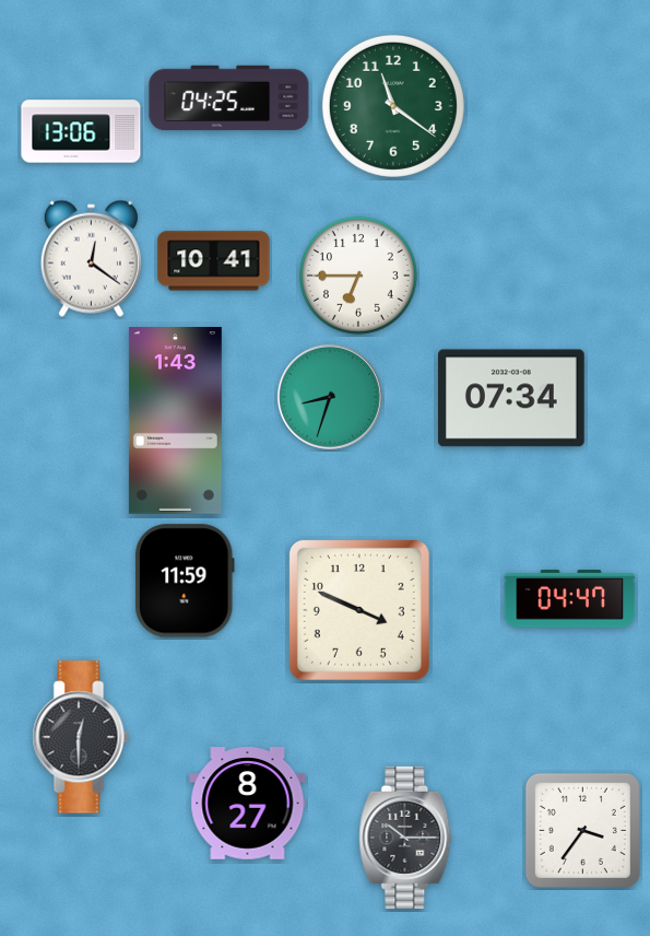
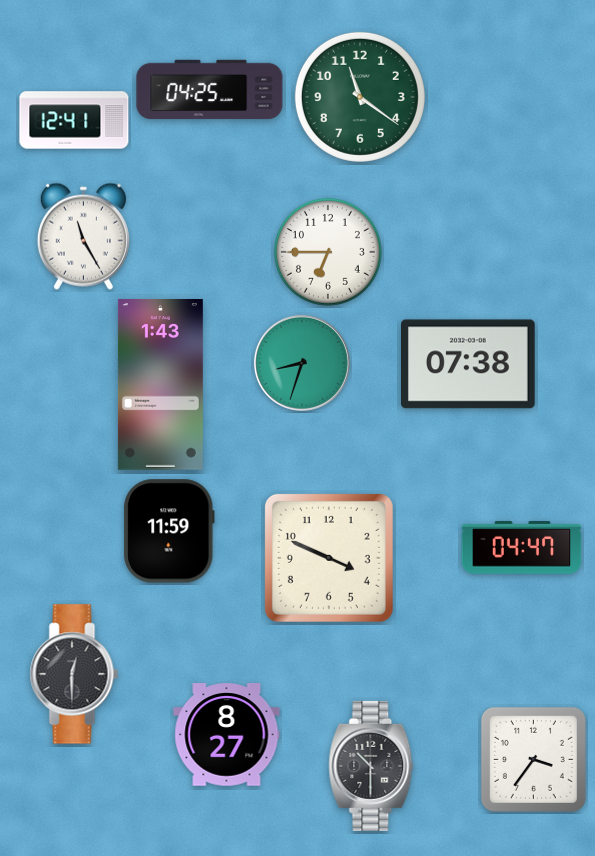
clock at (81, 131): 13:06 -> 12:41
clock at (91, 258): 12:21 -> 11:25
clock at (214, 261): 10:41 -> none
clock at (512, 398): 07:34 -> 07:38
clock at (405, 838): 10:15 -> 10:30
